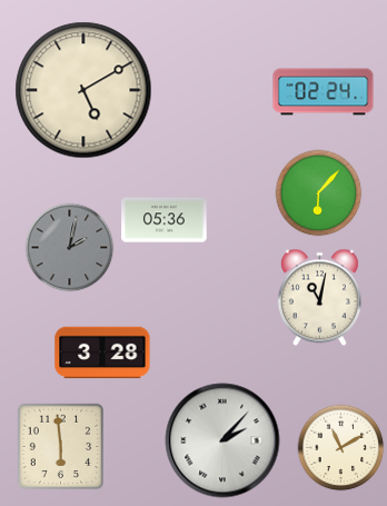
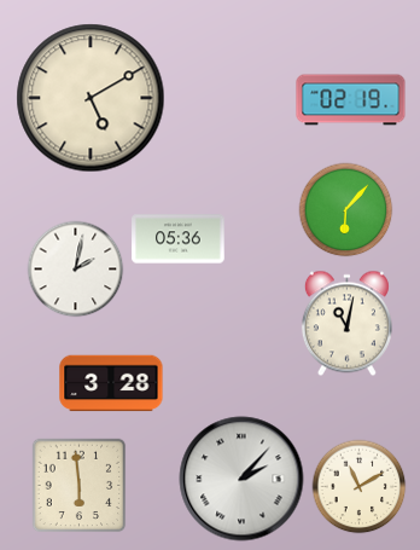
clock at (324, 92): 02:24 -> 02:19
clock at (69, 247) dial: grey -> white
clock at (60, 446) position: (60, 446) -> (78, 485)
clock at (340, 447) position: (340, 447) -> (358, 486)
